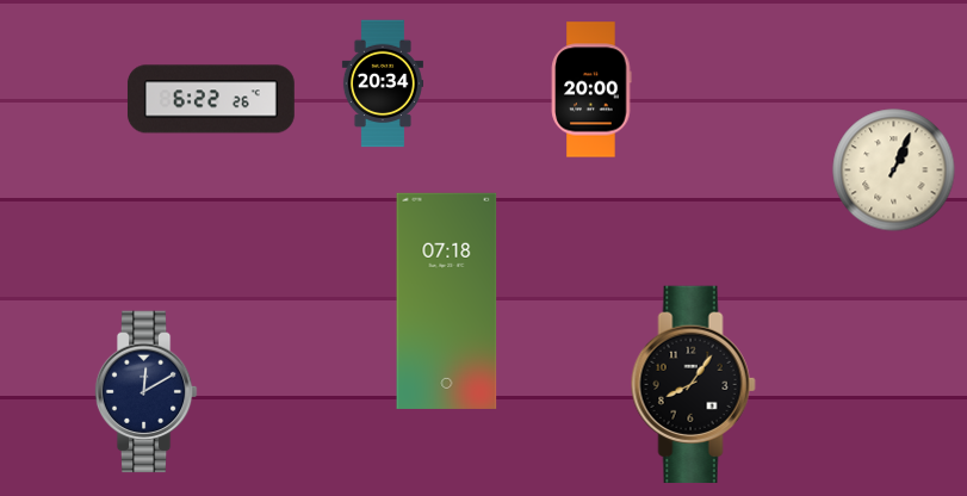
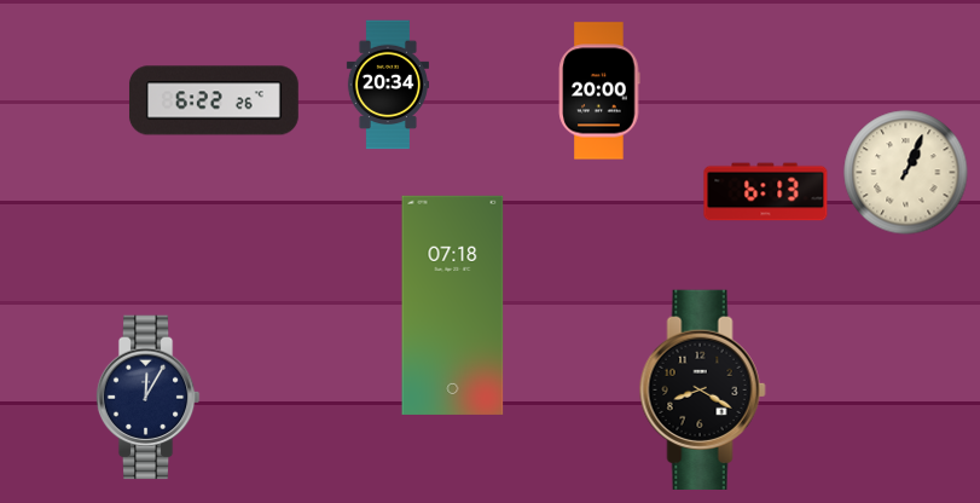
clock at (766, 192): none -> 6:13
clock at (693, 384): 8:06 -> 8:20
clock at (145, 392): 12:10 -> 12:05
